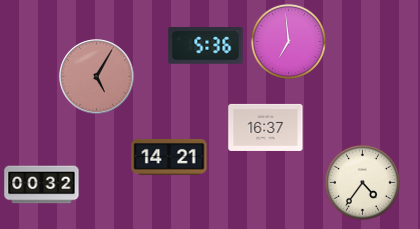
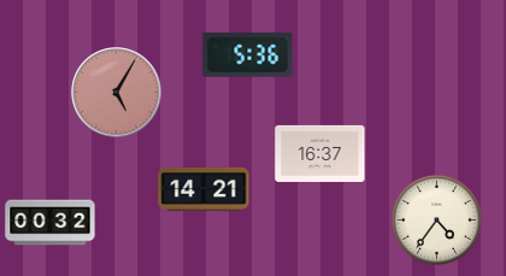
clock at (288, 41): 6:59 -> none
